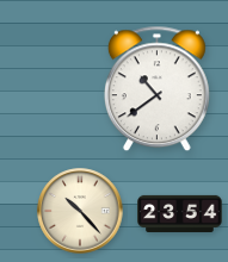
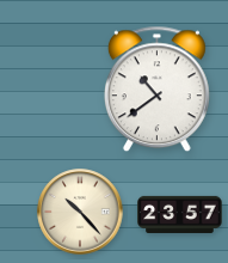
clock at (180, 213): 23:54 -> 23:57
